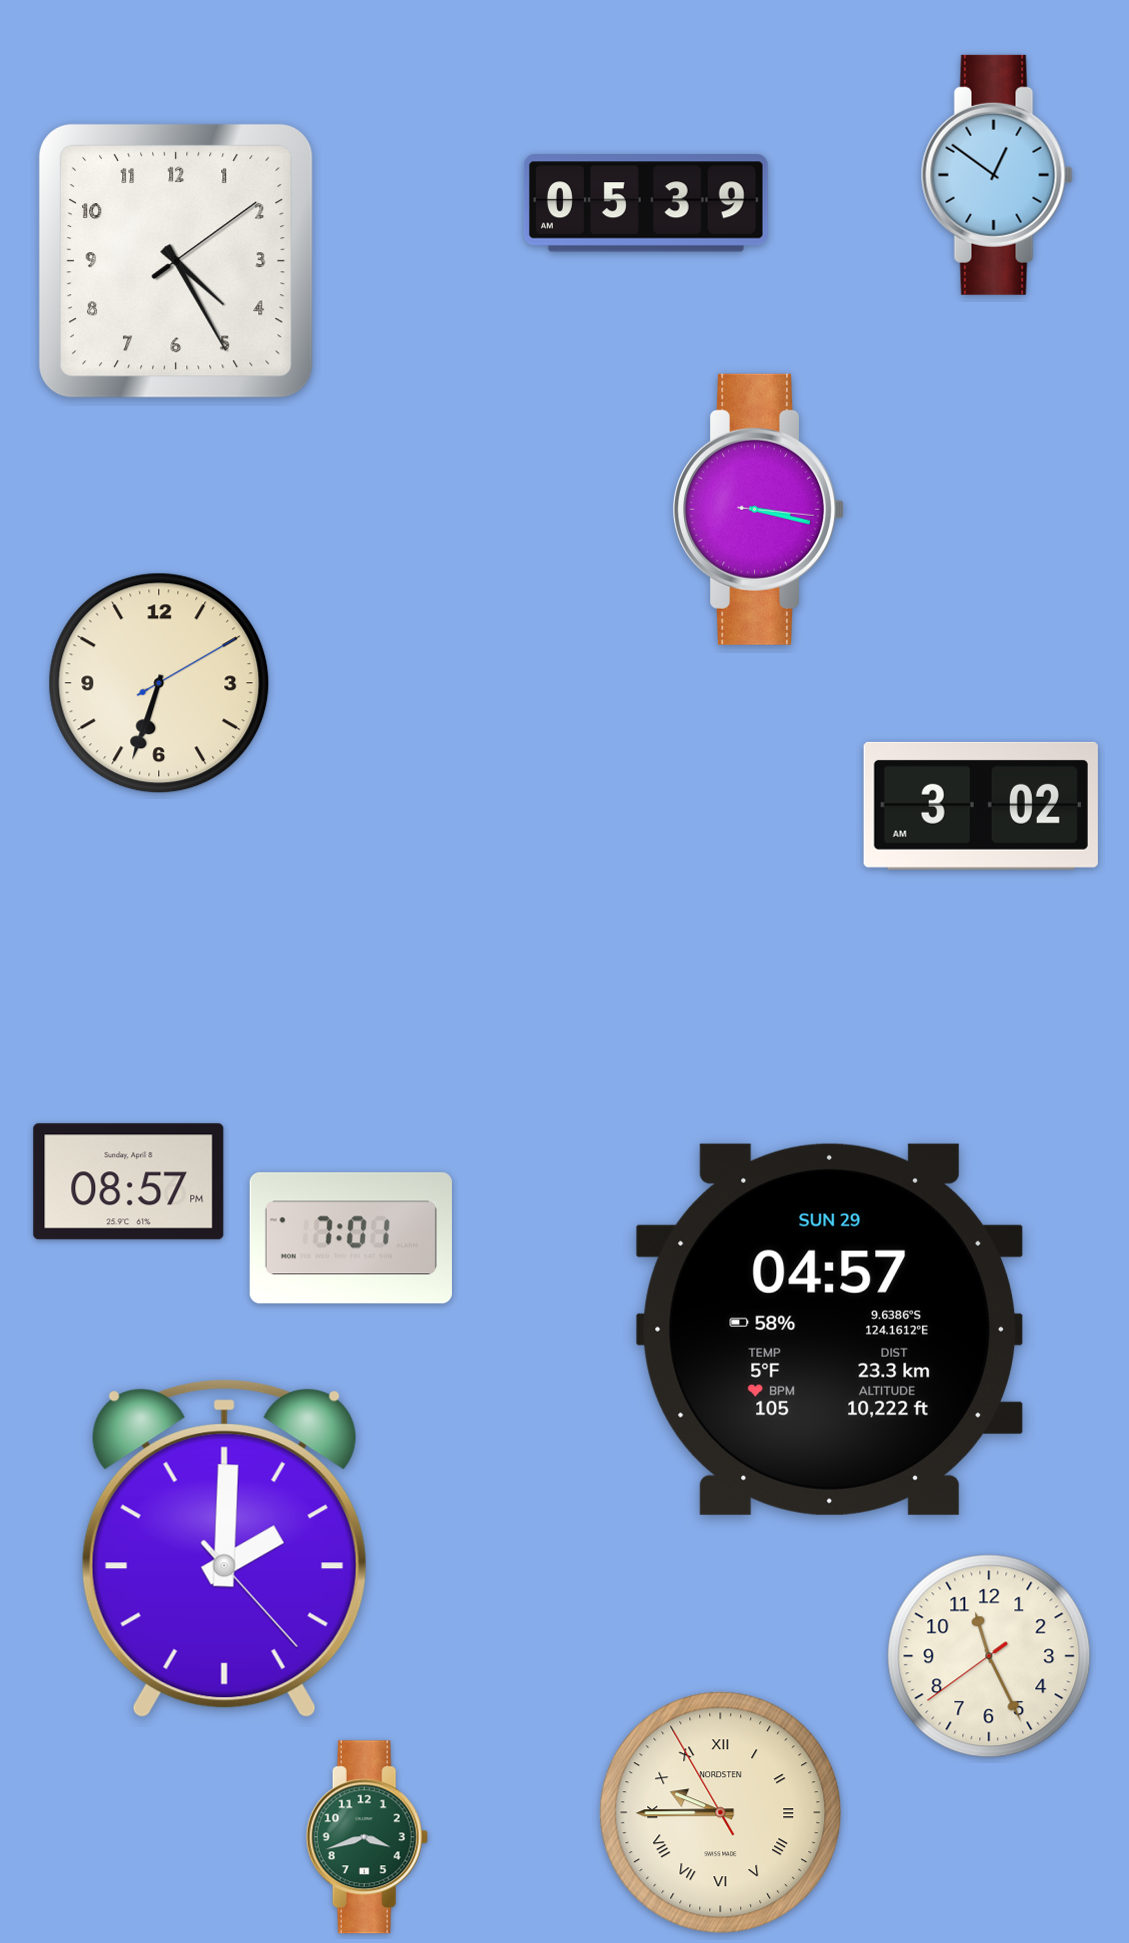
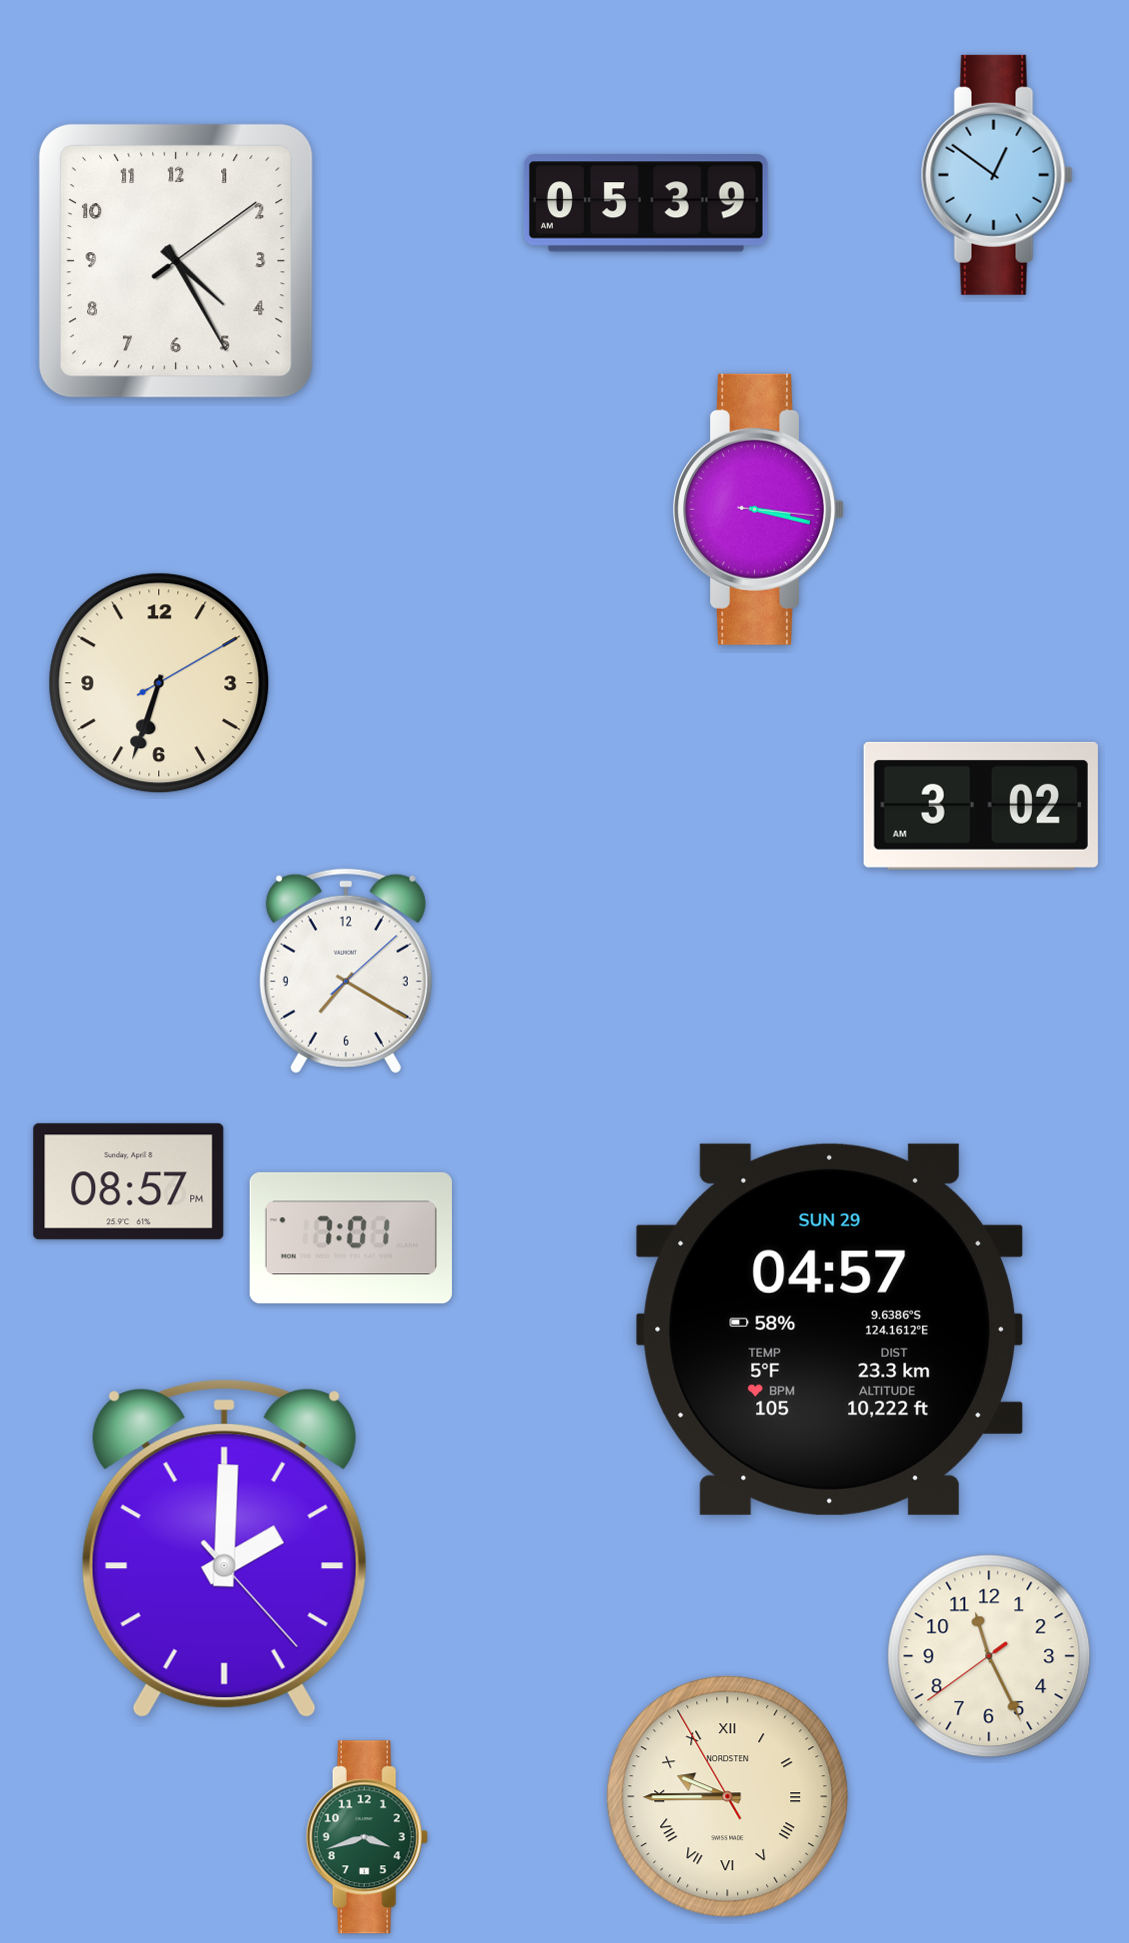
clock at (346, 971): none -> 7:20
clock at (721, 1813) position: (721, 1813) -> (728, 1797)
